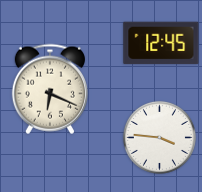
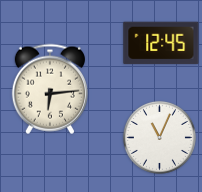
clock at (50, 89): 6:19 -> 6:14
clock at (159, 137): 3:46 -> 11:04
